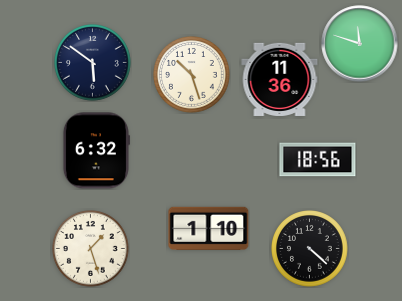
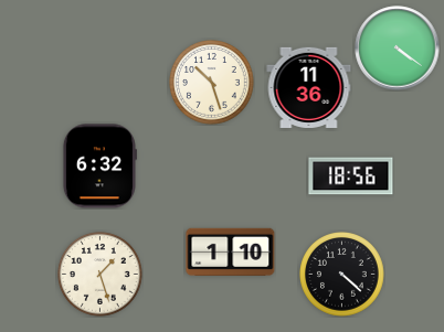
clock at (360, 44): 11:48 -> 4:21
clock at (93, 63): 5:51 -> none
clock at (96, 151) position: (96, 151) -> (99, 167)
